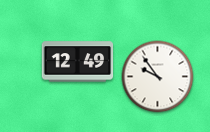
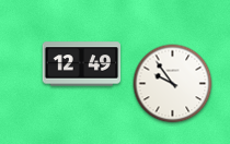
clock at (78, 62) position: (78, 62) -> (82, 64)
